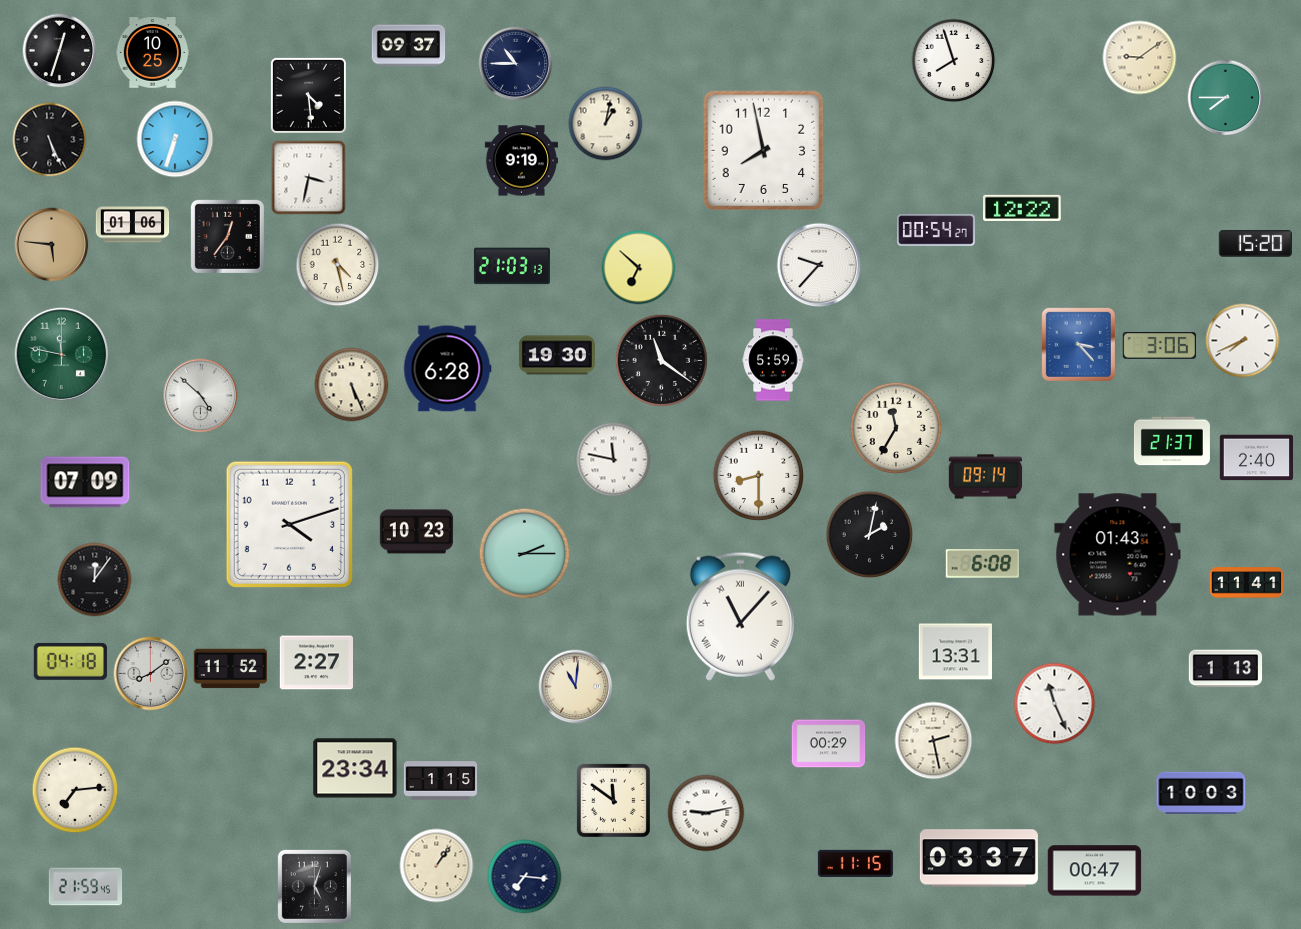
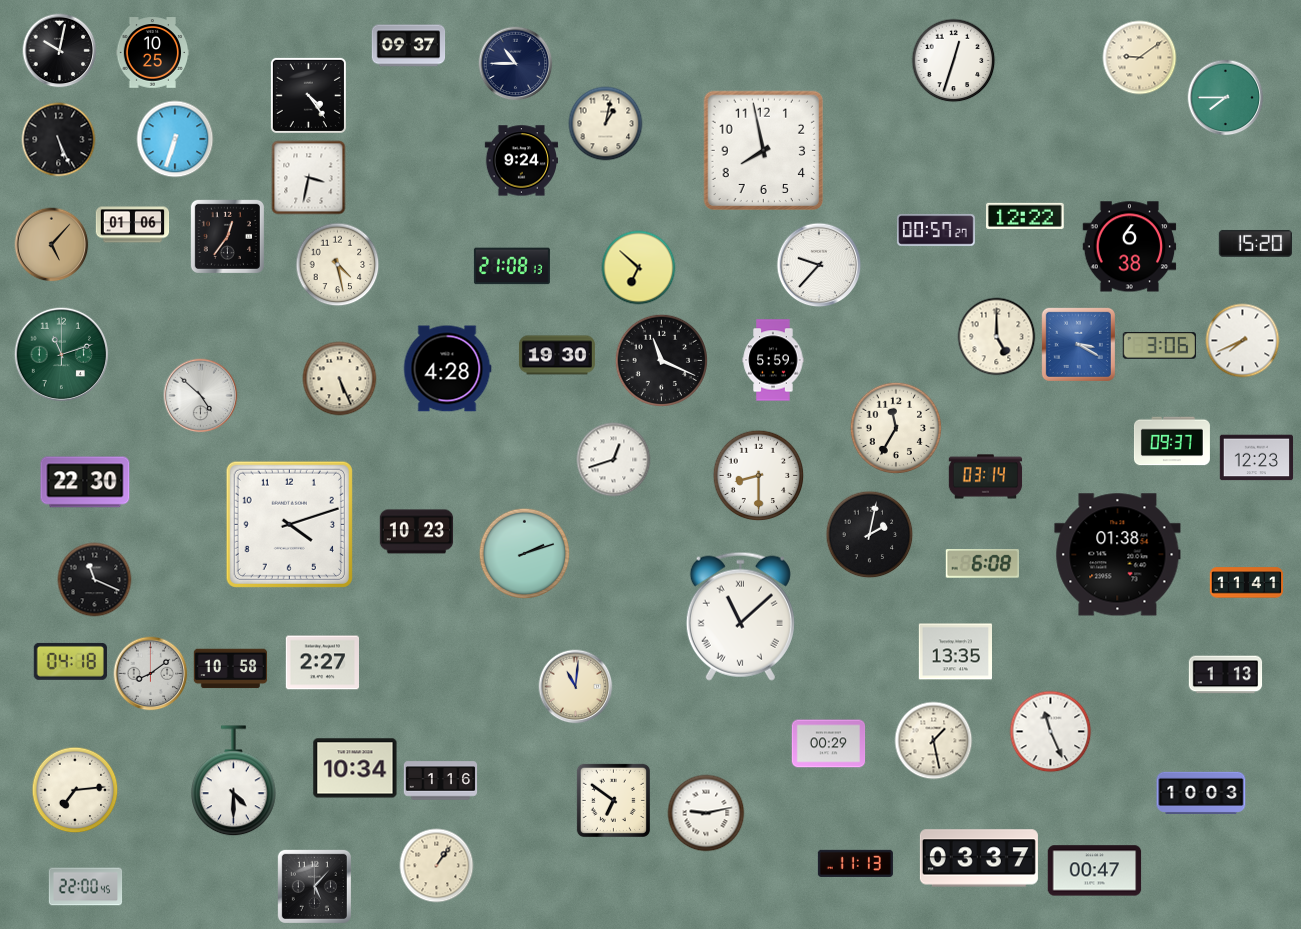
clock at (60, 51): 12:33 -> 10:02
clock at (954, 61): 7:57 -> 12:33
clock at (308, 95): 4:29 -> 4:24
clock at (50, 140) position: (50, 140) -> (59, 140)
clock at (522, 161): 9:19 -> 9:24
clock at (1023, 208) position: (1023, 208) -> (1026, 216)
clock at (936, 230): 00:54 -> 00:57
clock at (52, 245): 5:46 -> 5:07
clock at (1130, 247): none -> 6:38
clock at (512, 266): 21:03 -> 21:08
clock at (997, 337): none -> 5:00
clock at (1078, 344): 3:23 -> 3:20
clock at (62, 355): 11:47 -> 11:12
clock at (661, 360): 11:21 -> 11:19
clock at (447, 369): 6:28 -> 4:28
clock at (352, 385) position: (352, 385) -> (340, 379)
clock at (1172, 441): 21:37 -> 09:37
clock at (1257, 458): 2:40 -> 12:23
clock at (614, 460): 11:47 -> 12:42
clock at (986, 477): 09:14 -> 03:14
clock at (85, 482): 07:09 -> 22:30
clock at (525, 554): 2:15 -> 2:12
clock at (1118, 555): 01:43 -> 01:38
clock at (95, 580): 12:06 -> 11:19
clock at (740, 616): 11:07 -> 11:08
clock at (955, 652): 13:31 -> 13:35
clock at (316, 663) position: (316, 663) -> (322, 663)
clock at (231, 669): 11:52 -> 10:58
clock at (1226, 669) position: (1226, 669) -> (1226, 675)
clock at (1055, 704) position: (1055, 704) -> (1051, 732)
clock at (934, 741): 2:28 -> 1:28
clock at (355, 768): 23:34 -> 10:34
clock at (234, 781): none -> 4:30
clock at (441, 781): 1:15 -> 1:16
clock at (613, 800): 11:51 -> 6:51
clock at (855, 863): 11:15 -> 11:13
clock at (525, 877): 7:16 -> none
clock at (314, 886): 5:03 -> 5:07
clock at (86, 887): 21:59 -> 22:00
